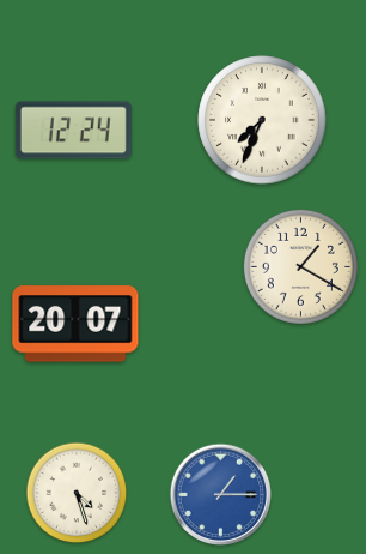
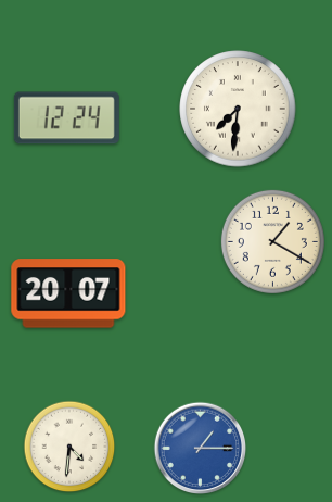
clock at (262, 120): 7:34 -> 7:31
clock at (77, 493): 4:27 -> 4:31
